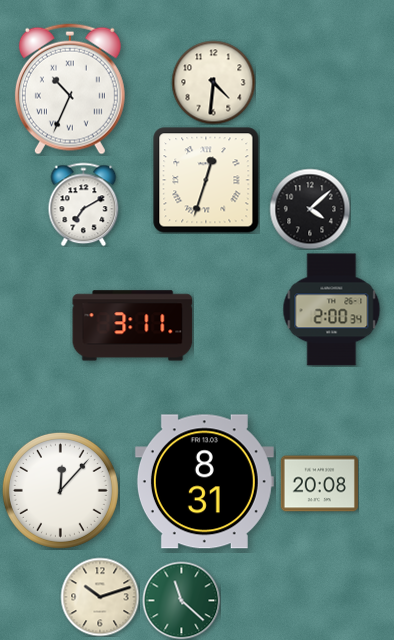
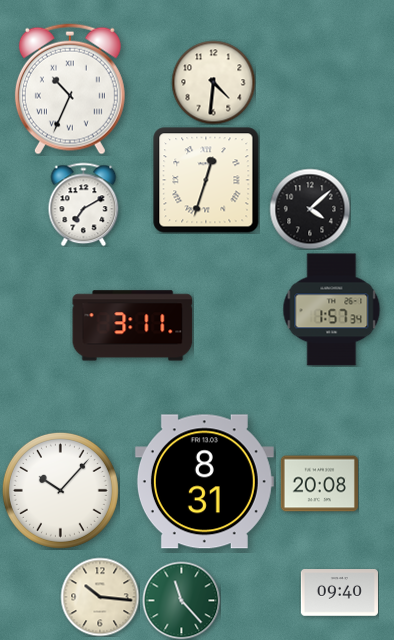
clock at (332, 310): 2:00 -> 1:57
clock at (60, 490): 12:07 -> 10:07
clock at (339, 593): none -> 09:40
clock at (100, 597): 10:12 -> 10:16
clock at (181, 600): 11:22 -> 11:23
